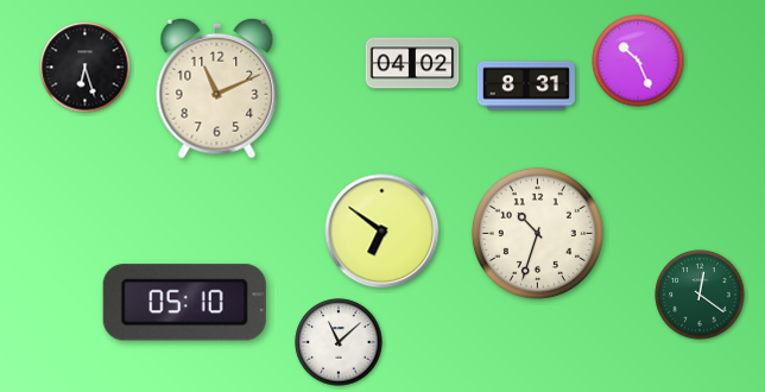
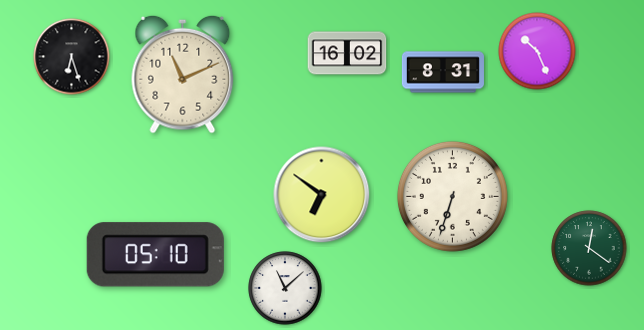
clock at (412, 63): 04:02 -> 16:02
clock at (537, 233): 10:33 -> 6:33
